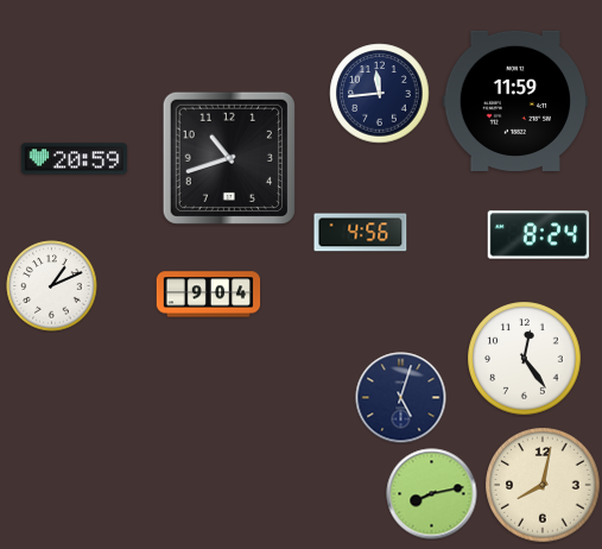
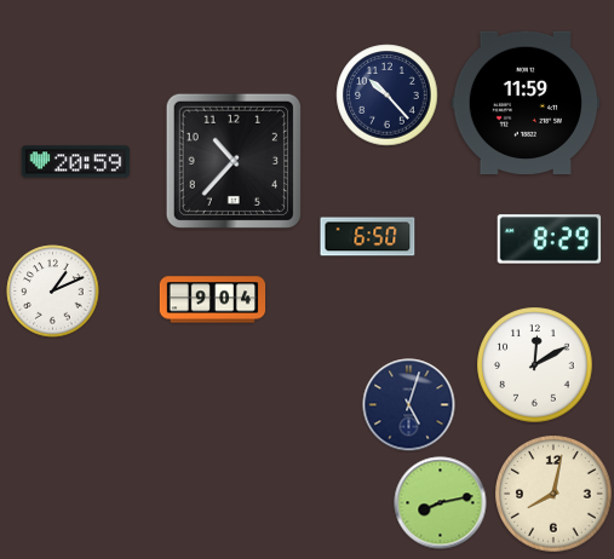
clock at (380, 94): 11:44 -> 10:23
clock at (229, 158): 10:42 -> 10:37
clock at (361, 233): 4:56 -> 6:50
clock at (539, 235): 8:24 -> 8:29
clock at (525, 359): 12:24 -> 12:10
